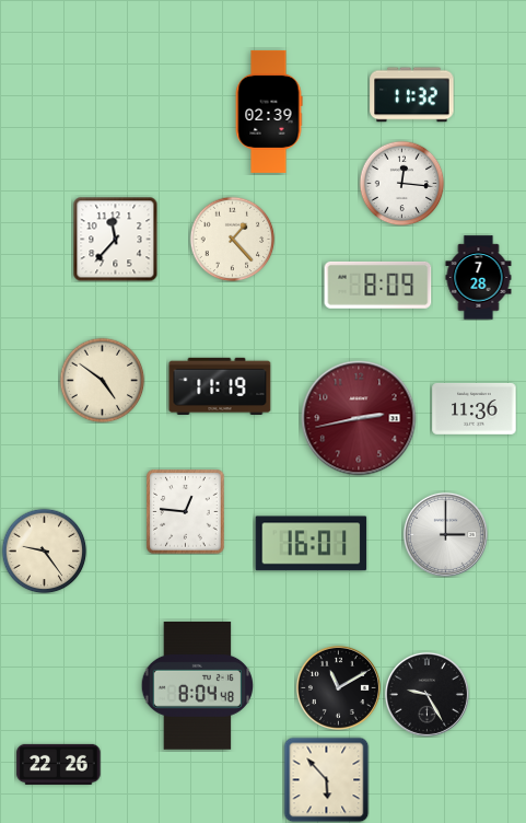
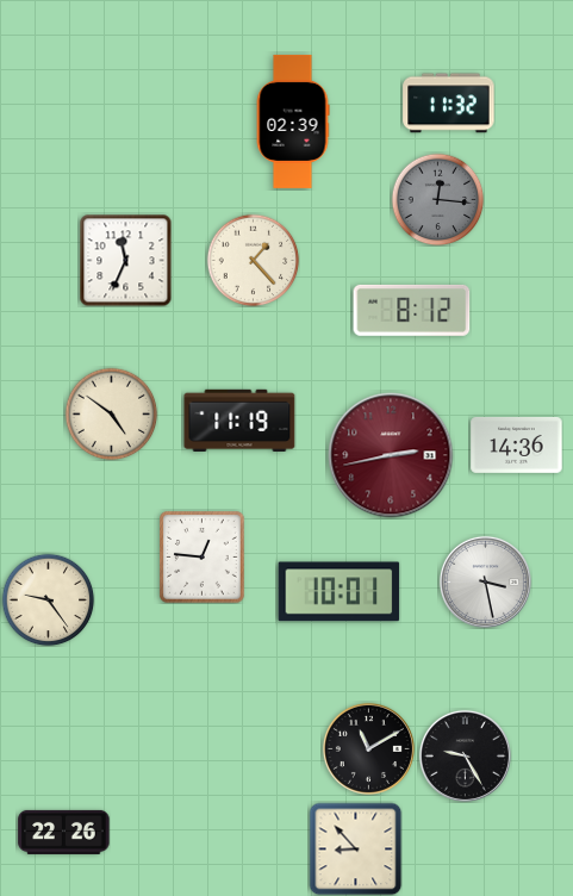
clock at (401, 183) dial: white -> grey
clock at (115, 239): 11:37 -> 11:34
clock at (479, 278): 7:28 -> none
clock at (378, 285): 8:09 -> 8:12
clock at (475, 408): 11:36 -> 14:36
clock at (445, 534): 3:00 -> 3:28
clock at (312, 544): 16:01 -> 10:01
clock at (198, 686): 8:04 -> none
clock at (326, 779): 5:53 -> 8:53
